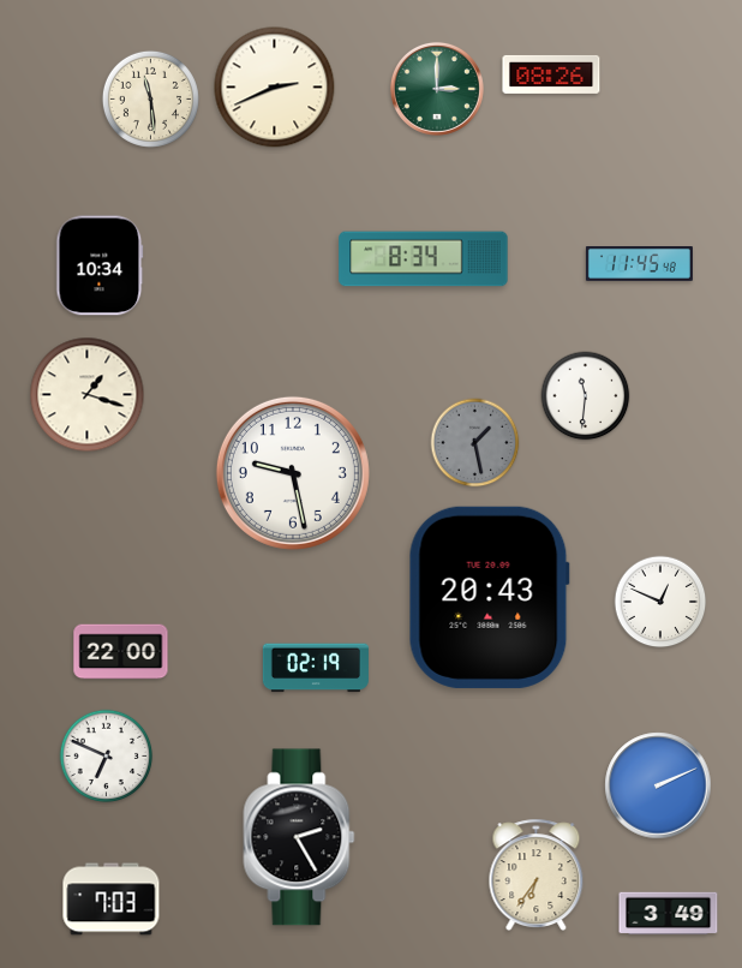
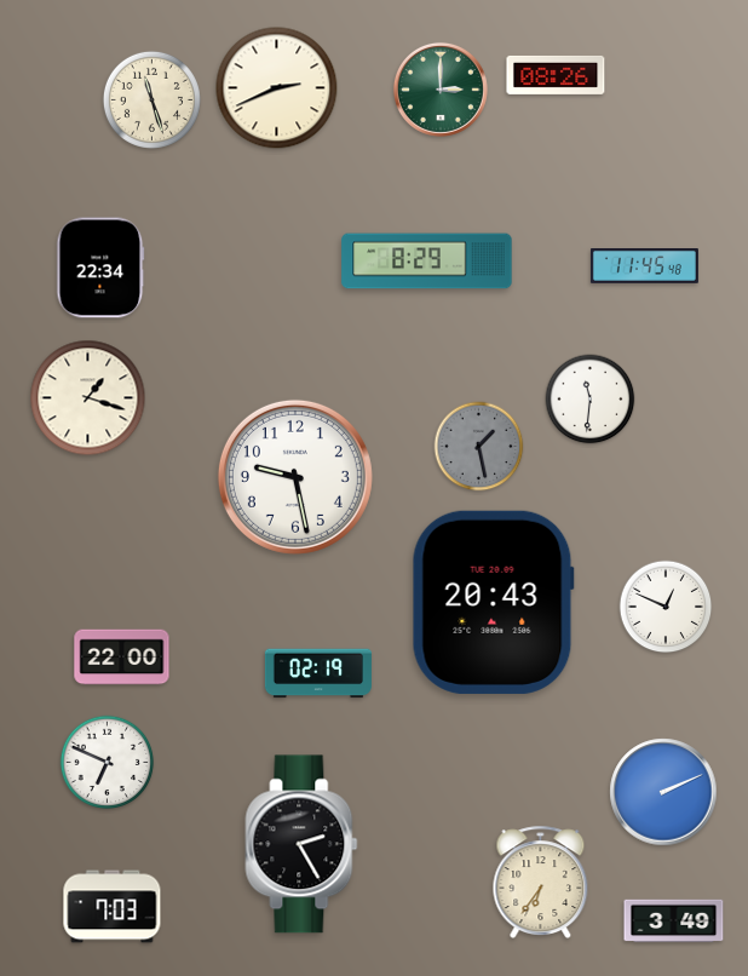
clock at (150, 98): 11:29 -> 11:27
clock at (424, 259): 8:34 -> 8:29
clock at (100, 265): 10:34 -> 22:34
